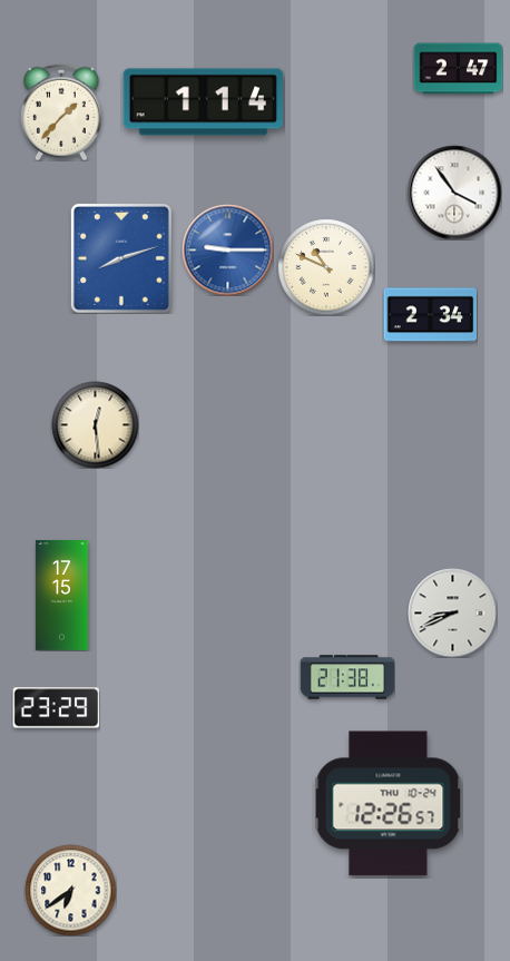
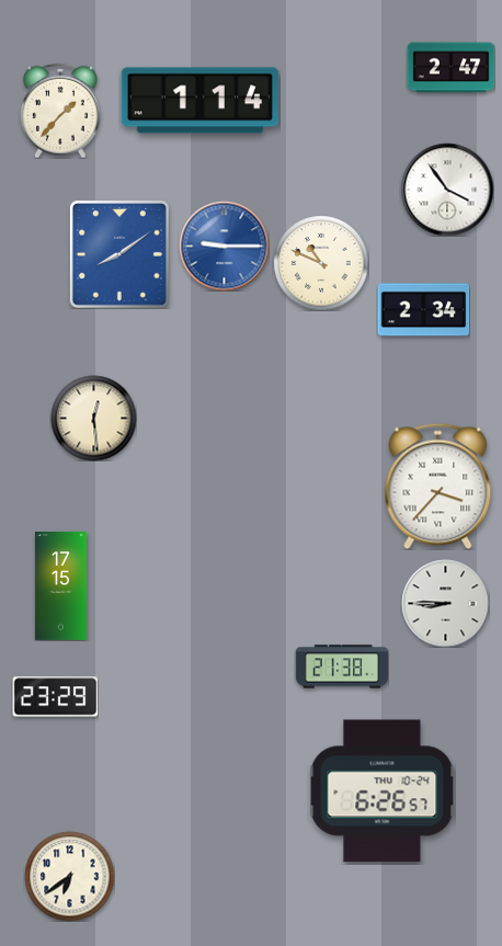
clock at (121, 258): 8:12 -> 8:09
clock at (438, 486): none -> 3:37
clock at (452, 612): 8:41 -> 8:45
clock at (389, 804): 12:26 -> 6:26
